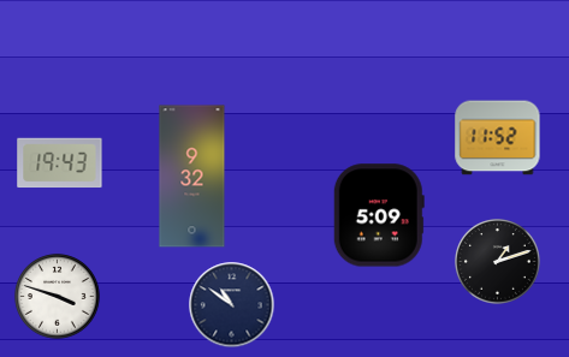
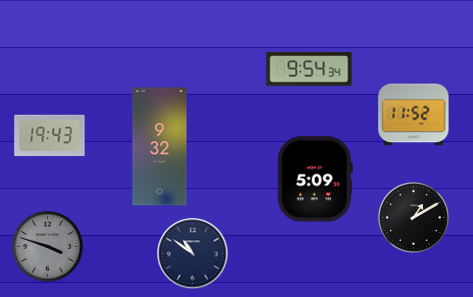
clock at (309, 69): none -> 9:54
clock at (498, 262): 1:12 -> 1:10
clock at (58, 297) dial: white -> grey
